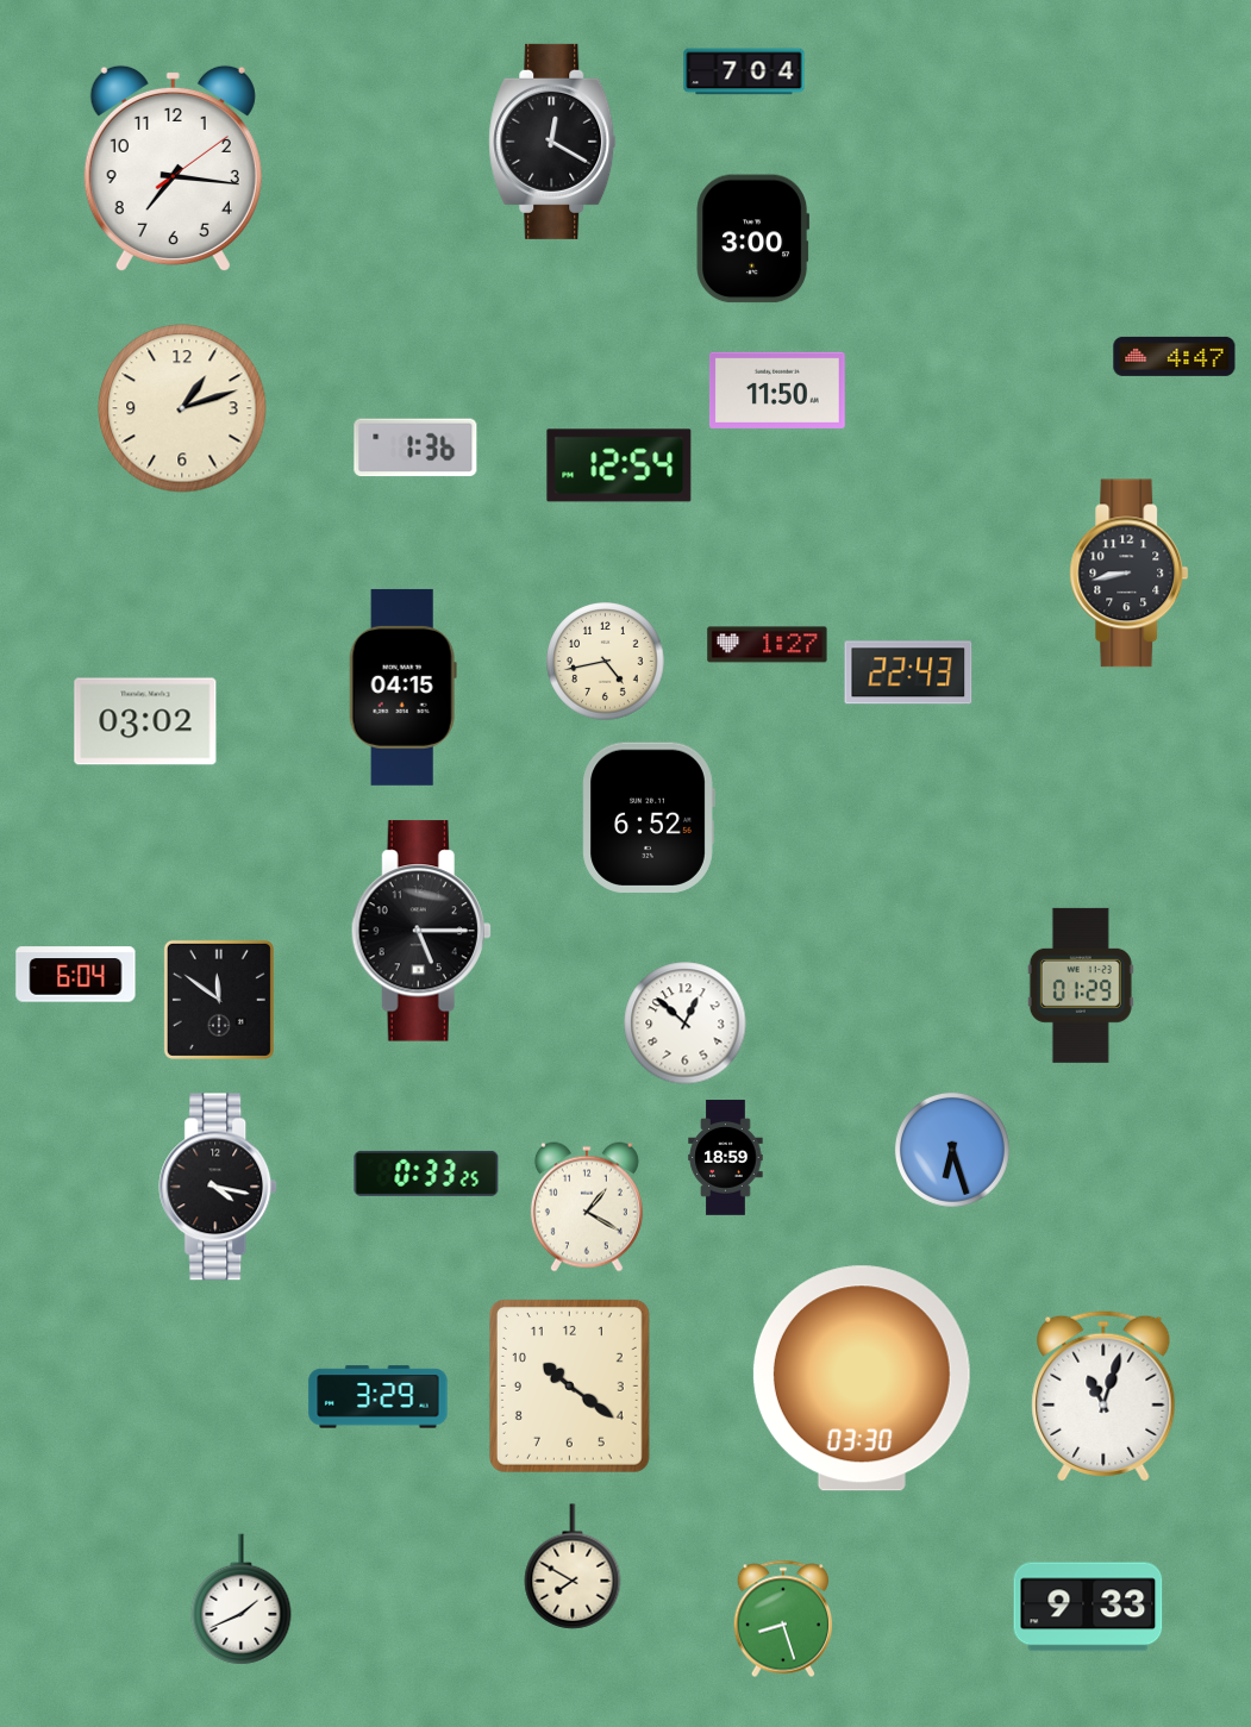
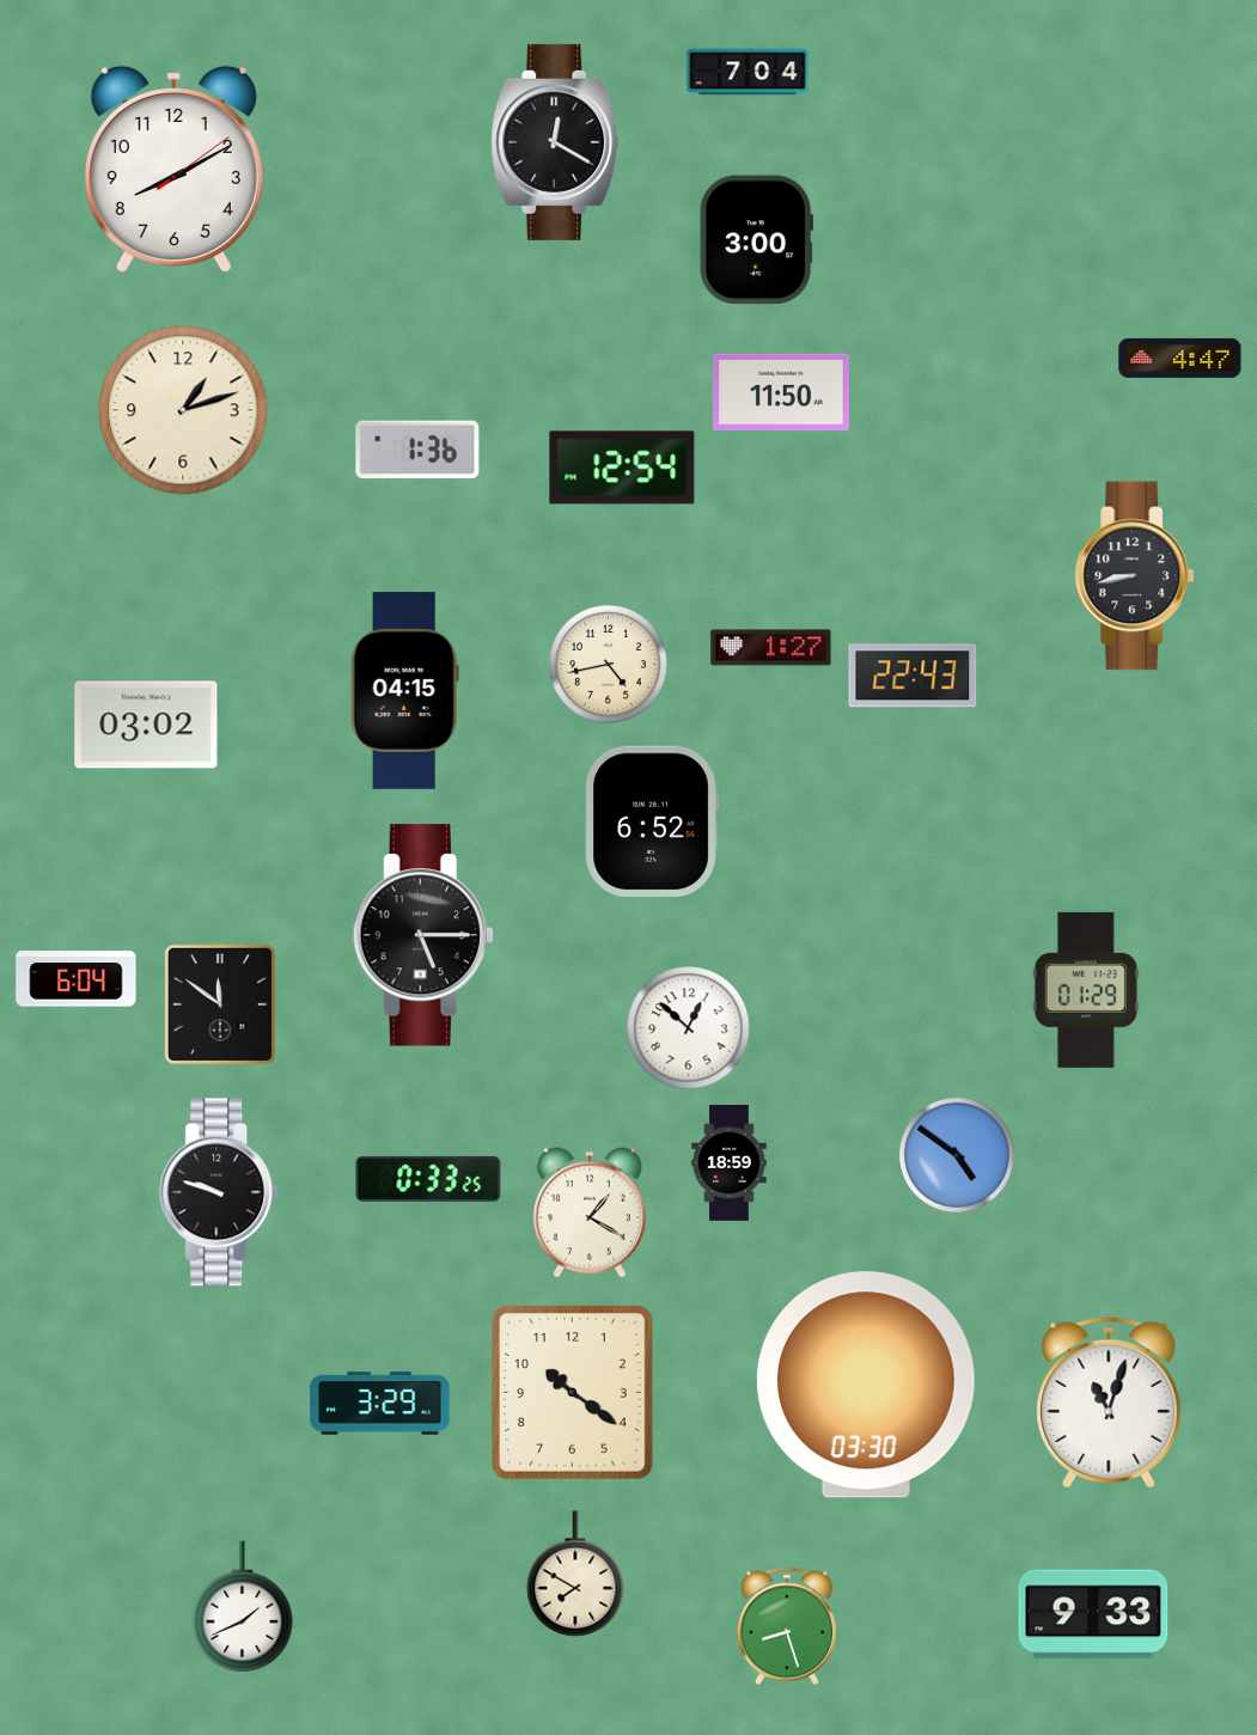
clock at (173, 169): 7:16 -> 8:10
clock at (952, 1150): 6:27 -> 4:51
clock at (219, 1187): 4:17 -> 9:48
